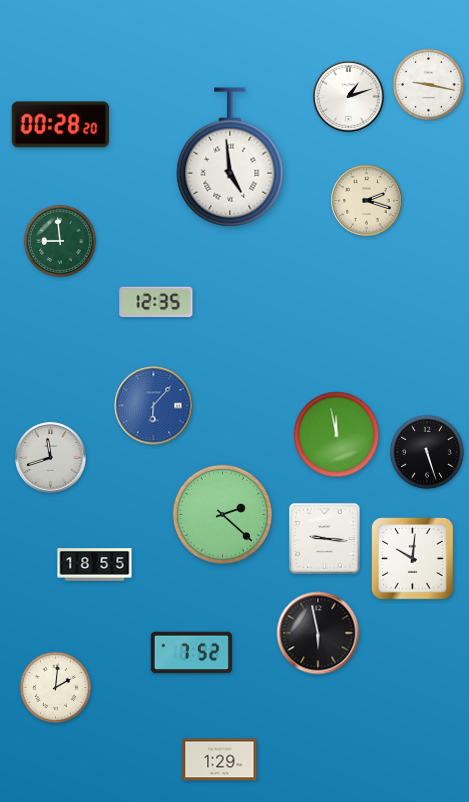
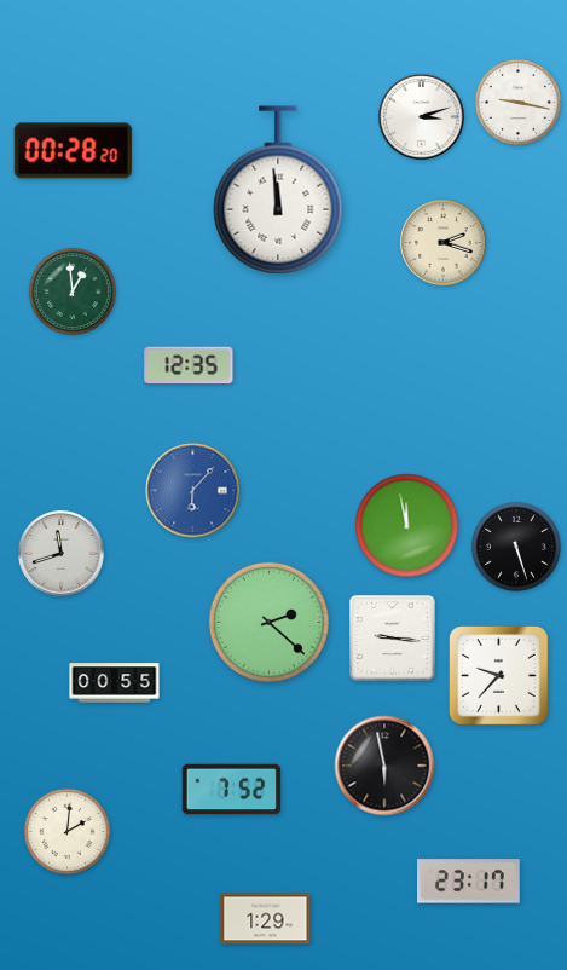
clock at (349, 97): 1:12 -> 3:12
clock at (230, 157): 4:59 -> 11:59
clock at (60, 241): 8:59 -> 12:59
clock at (154, 406) position: (154, 406) -> (193, 491)
clock at (325, 539) position: (325, 539) -> (393, 639)
clock at (413, 559): 10:01 -> 9:37
clock at (95, 565): 18:55 -> 00:55
clock at (469, 882): none -> 23:17
